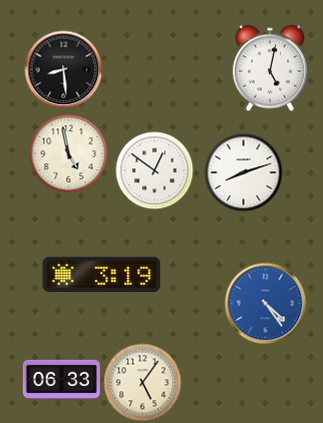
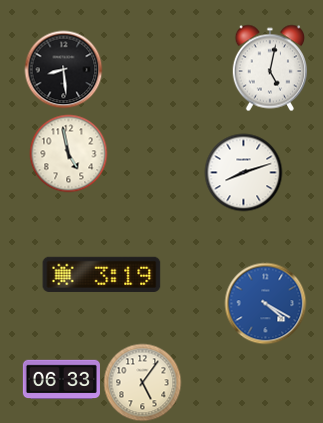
clock at (154, 170): 12:51 -> none
clock at (265, 303): 4:24 -> 4:20
